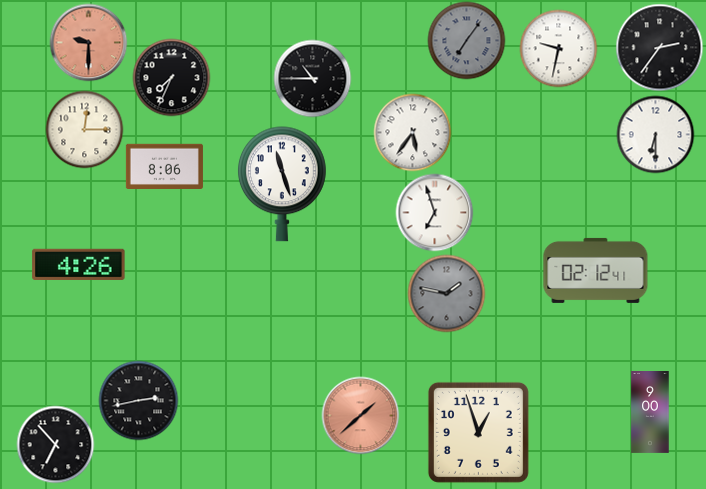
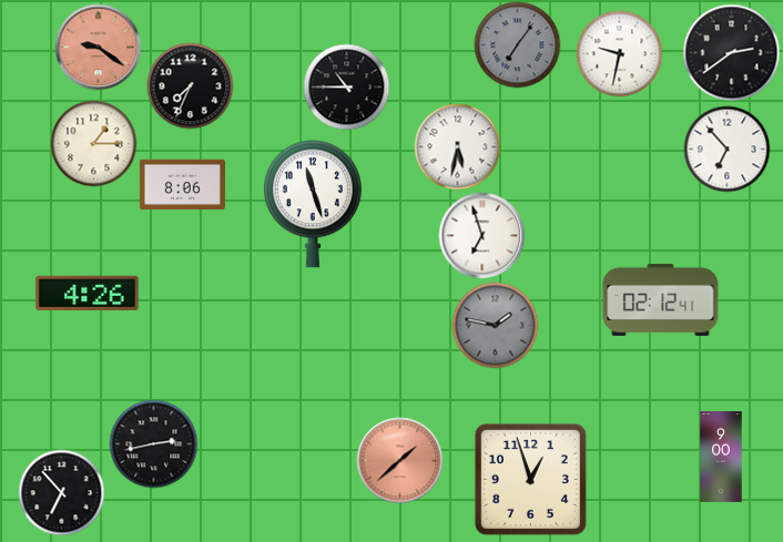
clock at (88, 42): 9:30 -> 9:21
clock at (659, 47): 2:36 -> 2:39
clock at (84, 129): 12:15 -> 1:15
clock at (412, 132): 5:36 -> 5:32
clock at (655, 134): 6:30 -> 6:53
